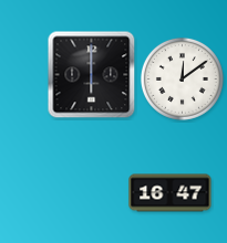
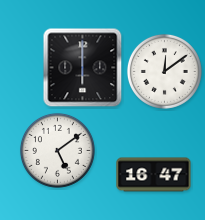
clock at (57, 150): none -> 5:09
